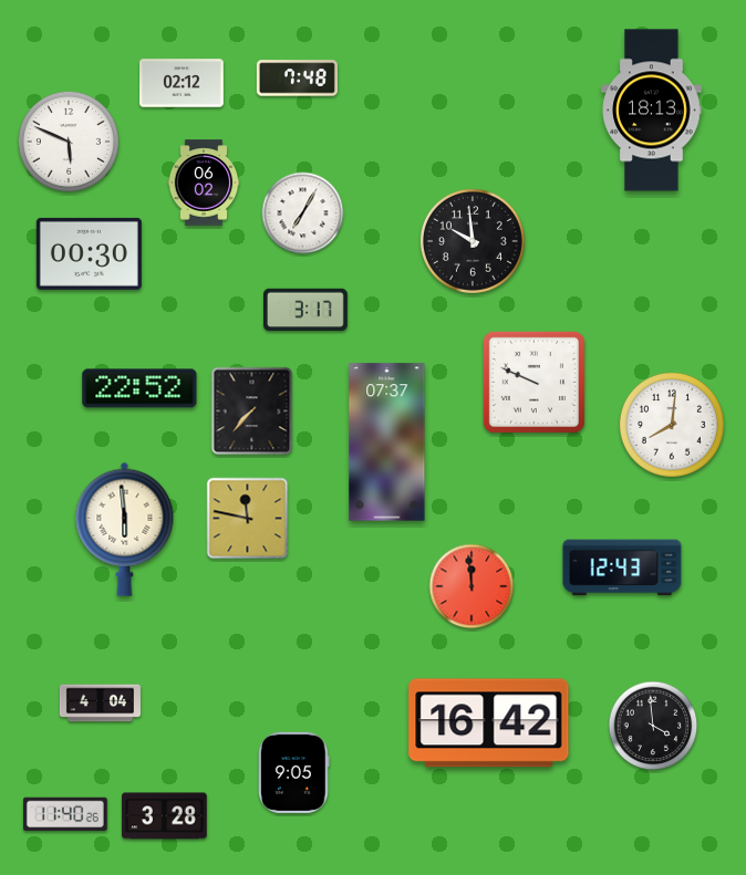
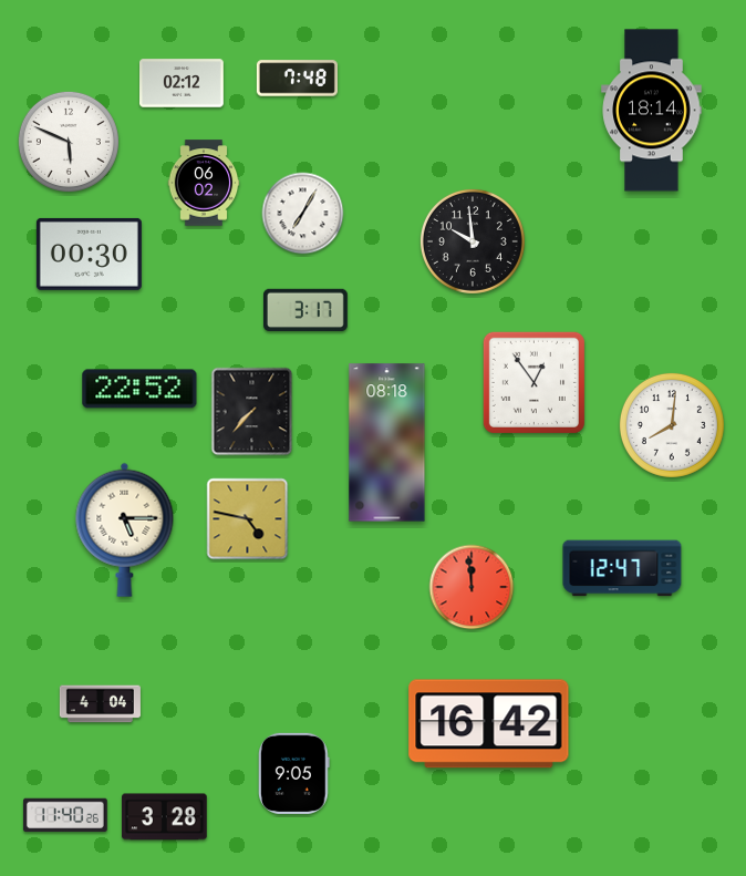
clock at (652, 111): 18:13 -> 18:14
clock at (533, 382): 9:49 -> 12:54
clock at (387, 442): 07:37 -> 08:18
clock at (248, 519): 11:47 -> 4:47
clock at (125, 529): 5:59 -> 5:15
clock at (622, 567): 12:43 -> 12:47
clock at (653, 726): 3:59 -> none
